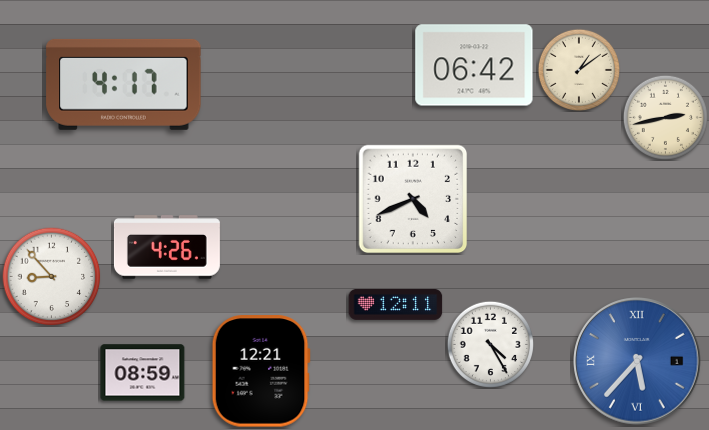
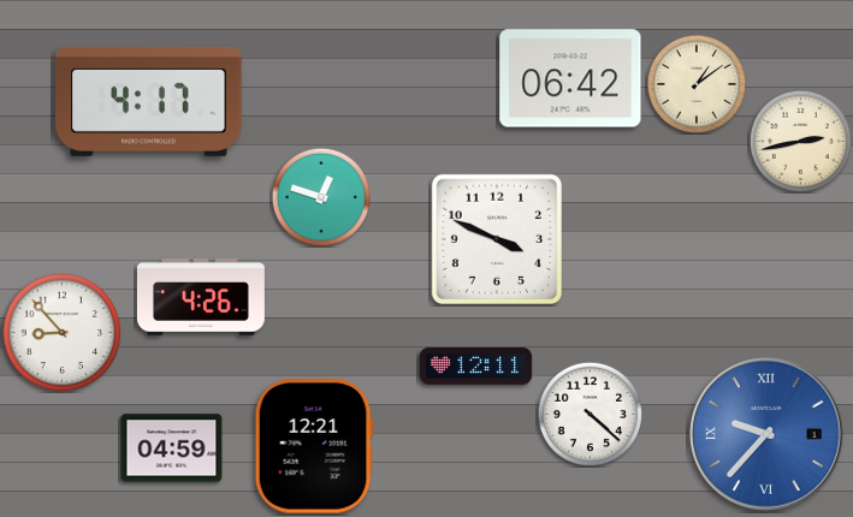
clock at (321, 197): none -> 12:48
clock at (413, 199): 4:41 -> 3:49
clock at (490, 344): 4:25 -> 4:22
clock at (637, 361): 5:37 -> 9:37
clock at (143, 373): 08:59 -> 04:59
